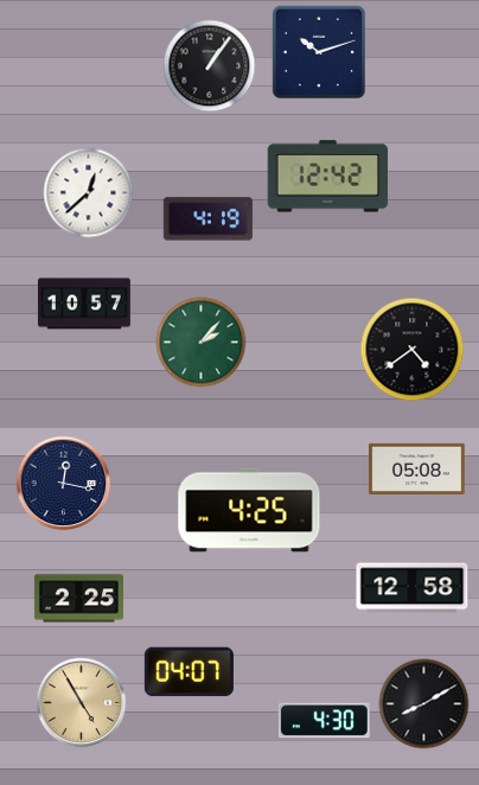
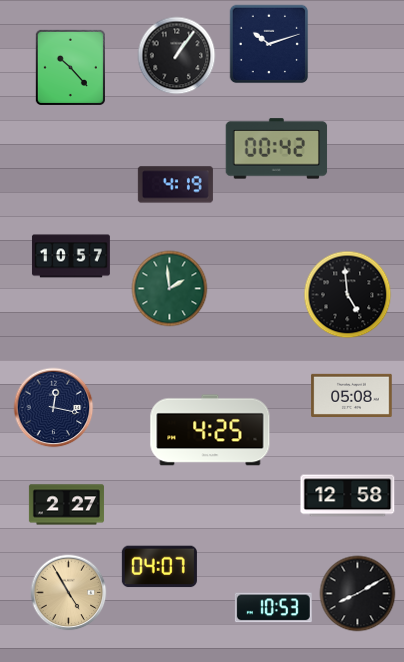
clock at (70, 67): none -> 10:23
clock at (328, 177): 12:42 -> 00:42
clock at (89, 193): 12:38 -> none
clock at (202, 343): 2:07 -> 1:59
clock at (413, 350): 4:39 -> 4:59
clock at (78, 599): 2:25 -> 2:27
clock at (324, 721): 4:30 -> 10:53
